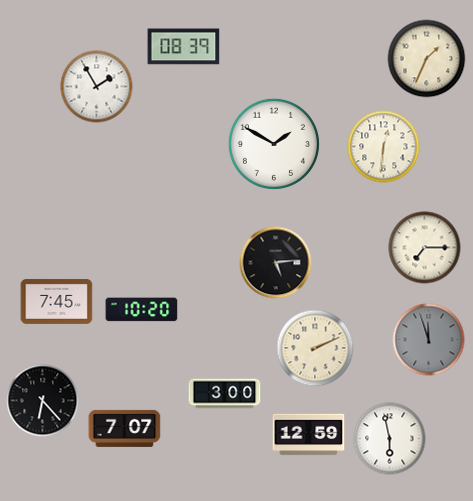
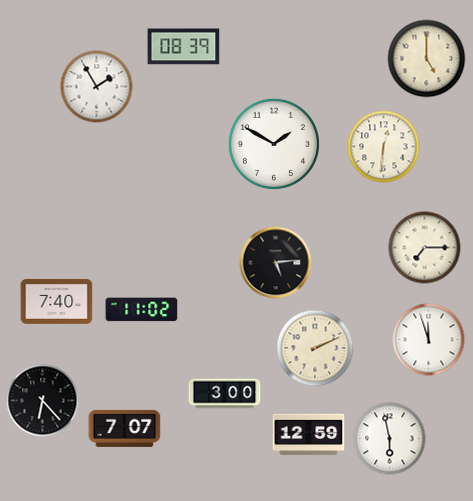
clock at (427, 59): 1:34 -> 5:00
clock at (57, 301): 7:45 -> 7:40
clock at (142, 310): 10:20 -> 11:02
clock at (429, 340) dial: grey -> white
